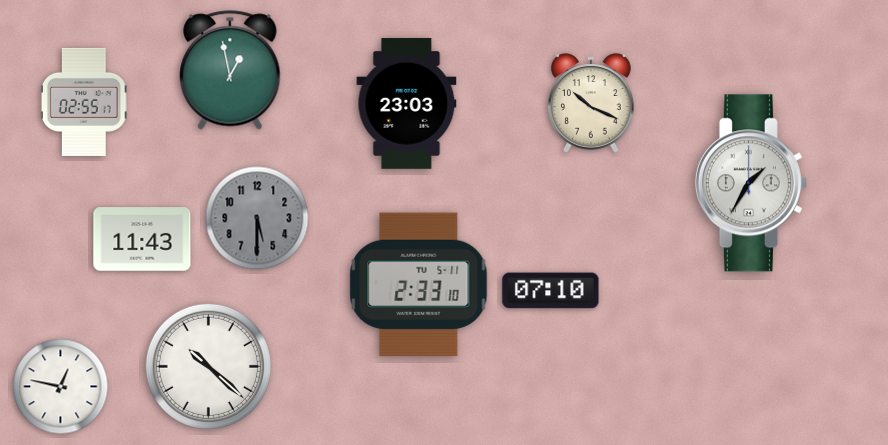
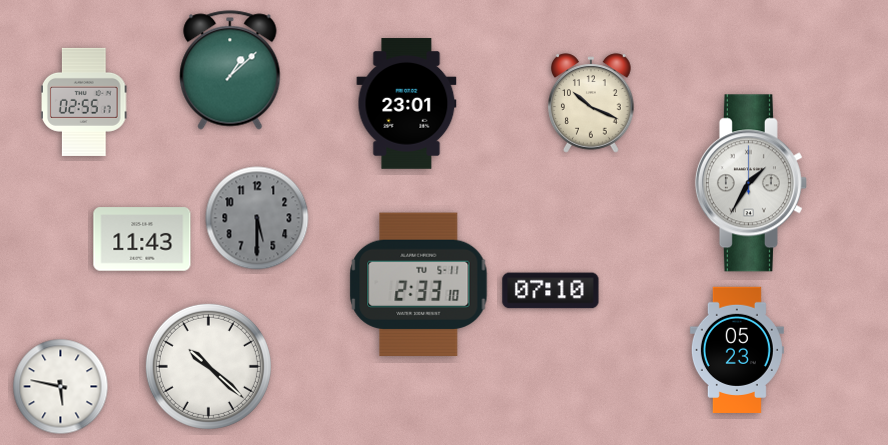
clock at (230, 70): 12:58 -> 1:08
clock at (407, 104): 23:03 -> 23:01
clock at (737, 350): none -> 05:23
clock at (61, 387): 12:47 -> 5:47
